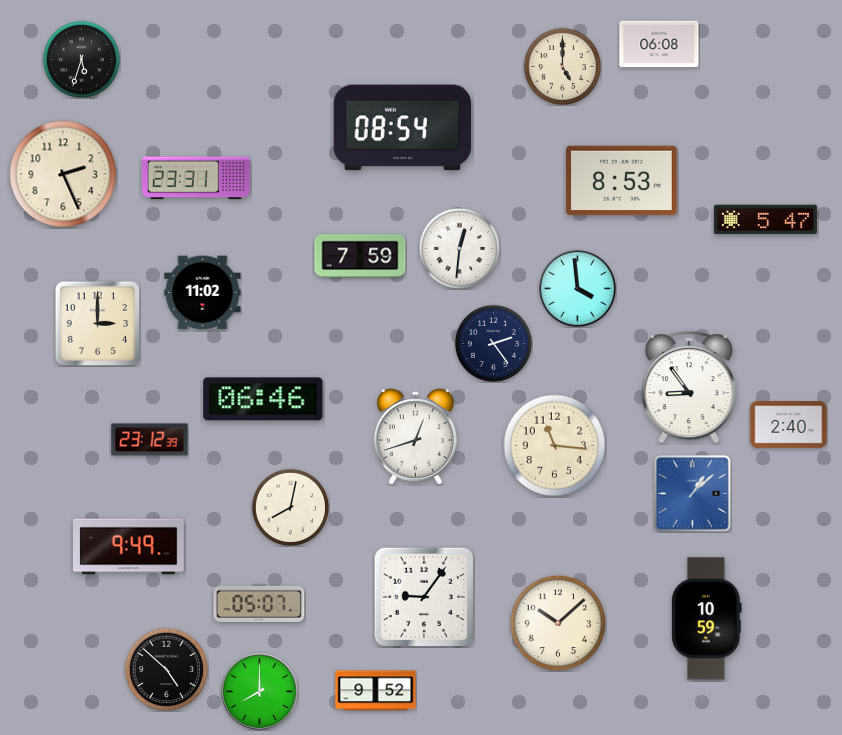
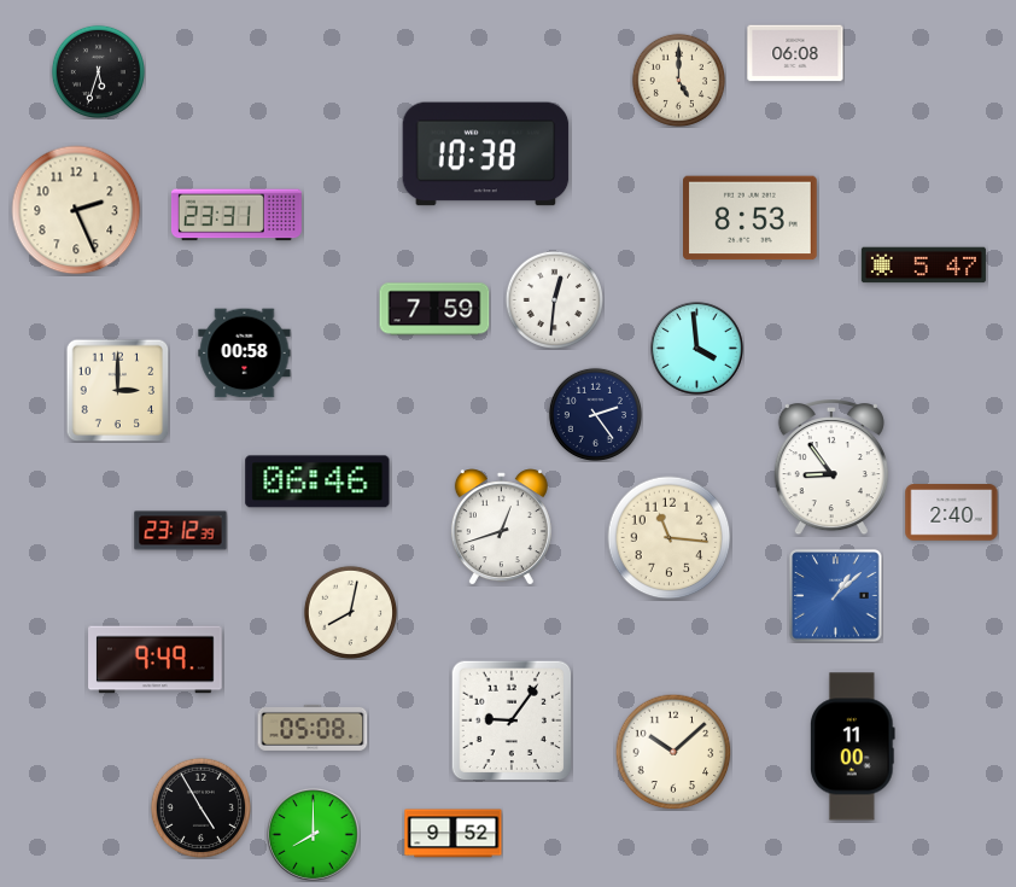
clock at (403, 128): 08:54 -> 10:38
clock at (203, 293): 11:02 -> 00:58
clock at (259, 603): 05:07 -> 05:08
clock at (707, 619): 10:59 -> 11:00
clock at (166, 669): 4:52 -> 4:55
